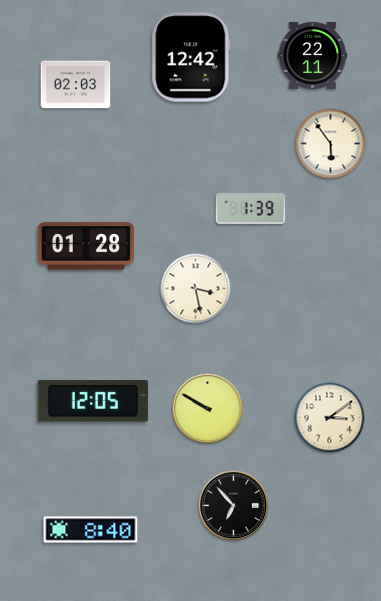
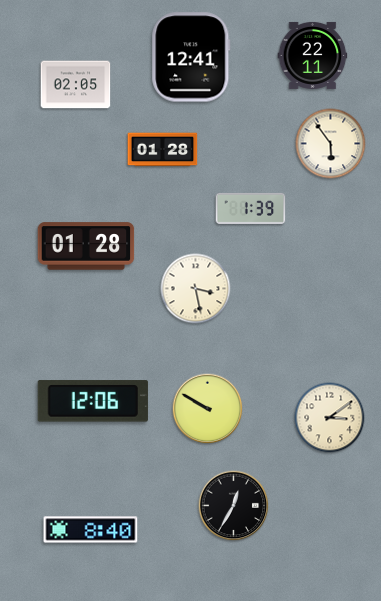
clock at (191, 57): 12:42 -> 12:41
clock at (76, 85): 02:03 -> 02:05
clock at (163, 150): none -> 01:28
clock at (93, 401): 12:05 -> 12:06
clock at (234, 506): 6:53 -> 12:35
